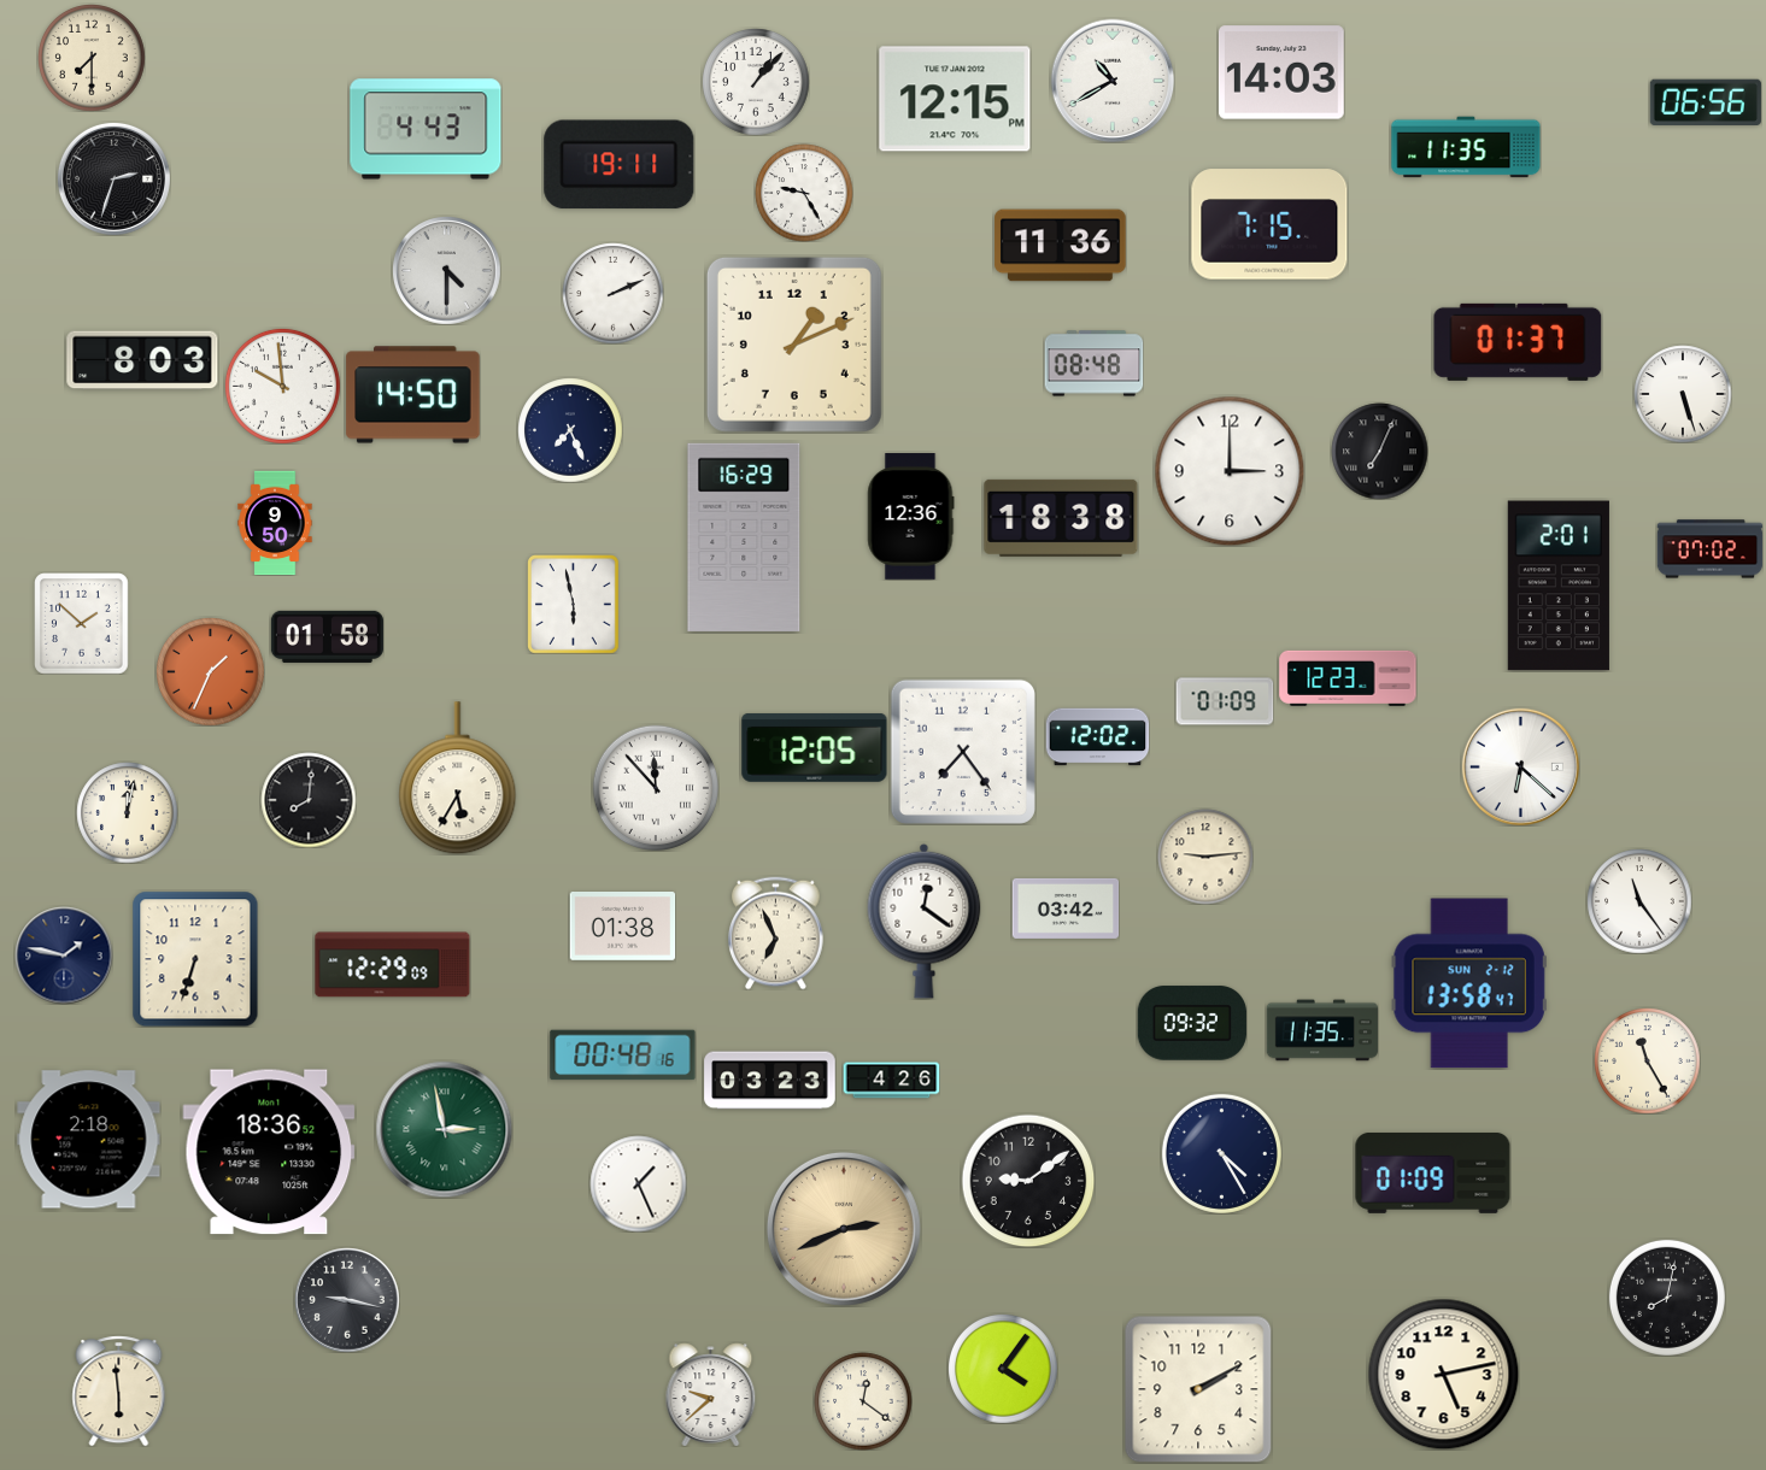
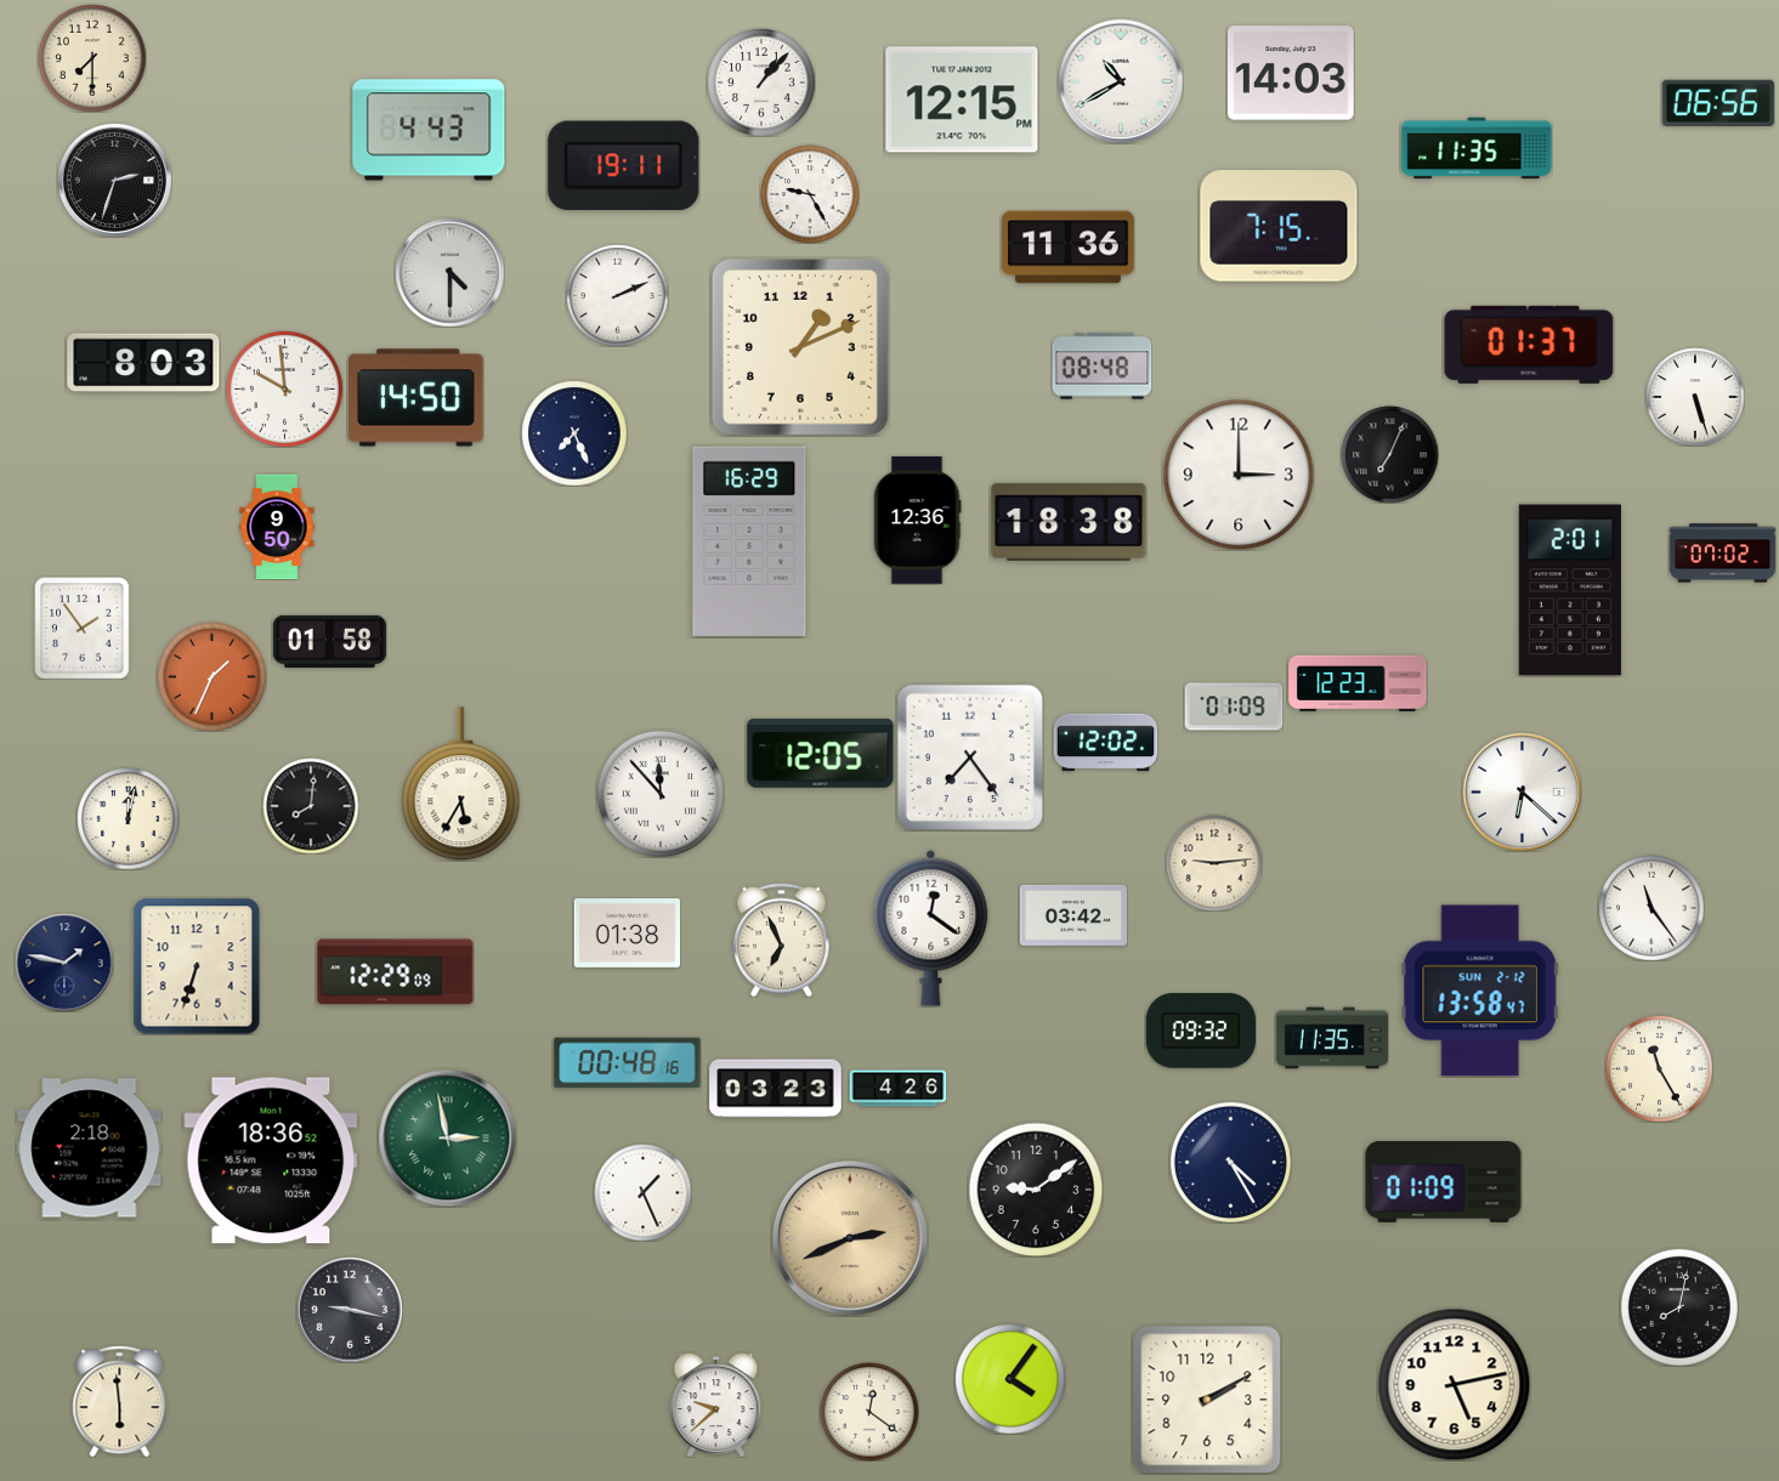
clock at (574, 605): 5:58 -> none
clock at (82, 623): 1:52 -> 1:54
clock at (1520, 766) position: (1520, 766) -> (1522, 791)
